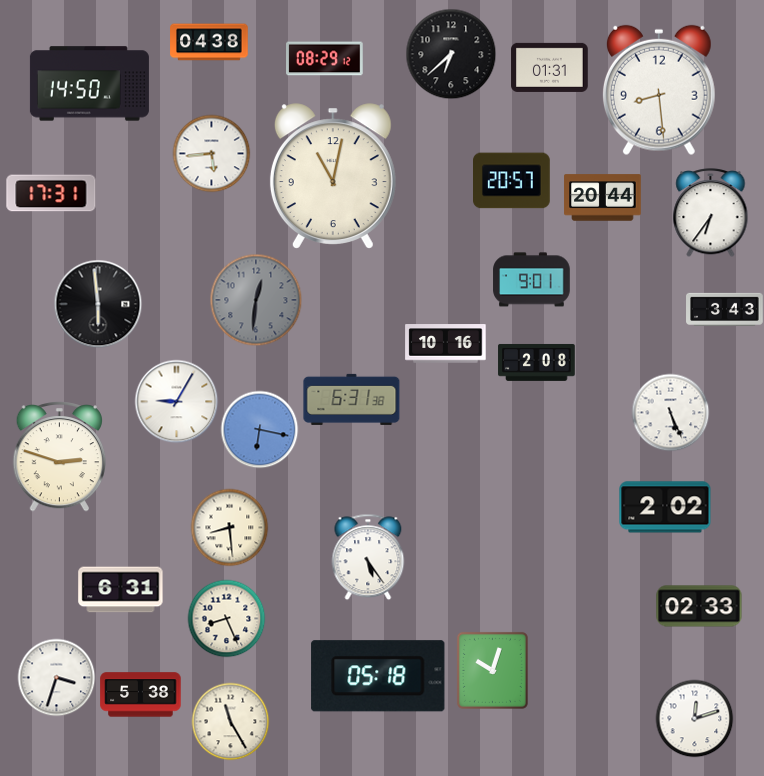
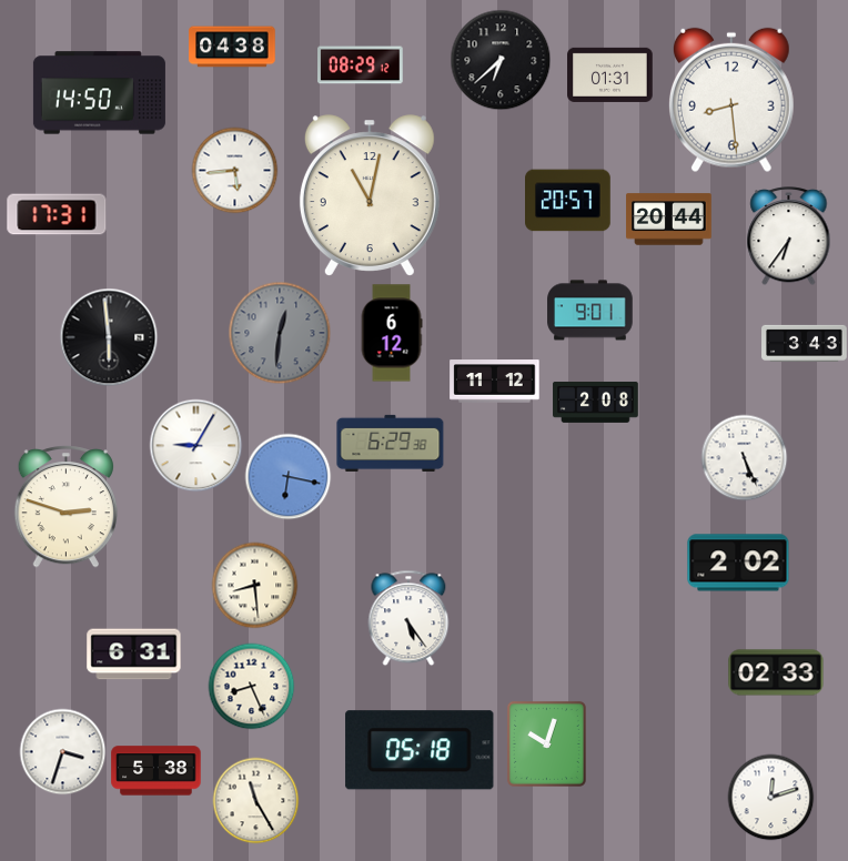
clock at (256, 300) position: (256, 300) -> (280, 333)
clock at (392, 333): none -> 6:12
clock at (446, 344): 10:16 -> 11:12
clock at (352, 399): 6:31 -> 6:29
